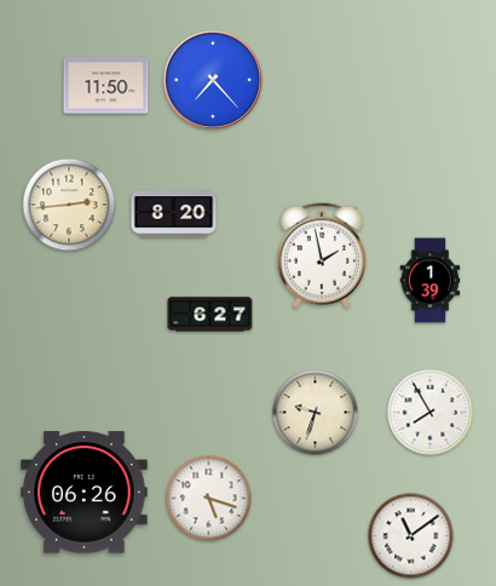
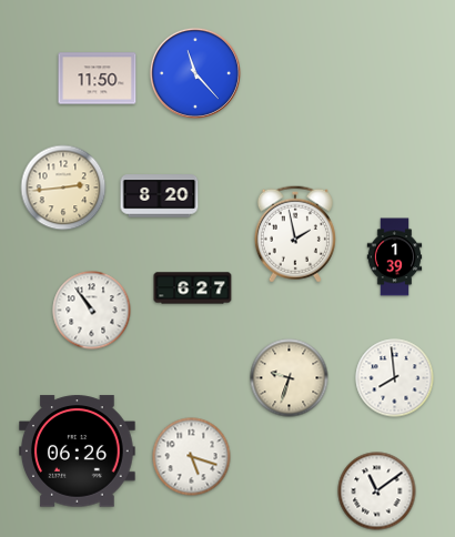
clock at (213, 80): 7:23 -> 11:23
clock at (92, 311): none -> 10:54
clock at (431, 413): 7:55 -> 7:59
